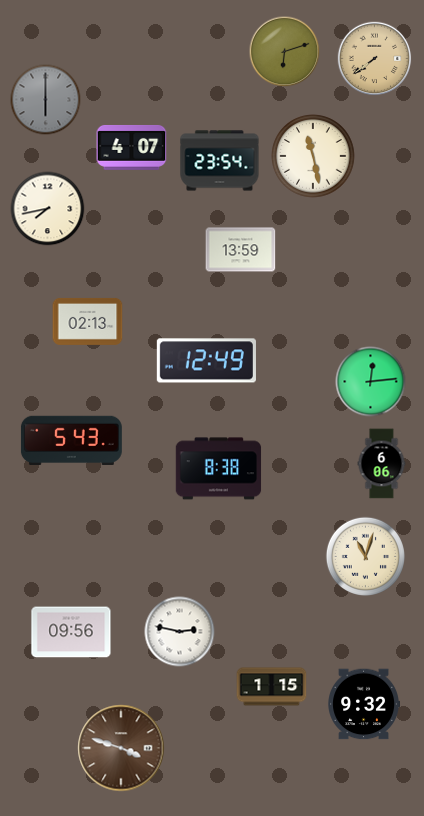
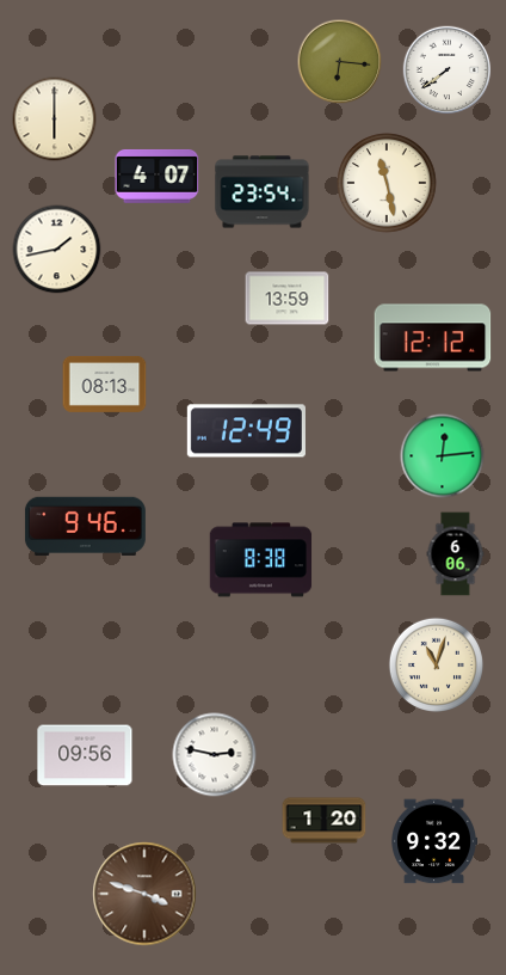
clock at (285, 52): 6:12 -> 6:16
clock at (375, 59) dial: champagne -> white
clock at (46, 100) dial: grey -> cream
clock at (313, 156) position: (313, 156) -> (387, 183)
clock at (48, 209): 7:43 -> 1:43
clock at (433, 338): none -> 12:12
clock at (88, 321): 02:13 -> 08:13
clock at (71, 440): 5:43 -> 9:46
clock at (272, 687): 1:15 -> 1:20
